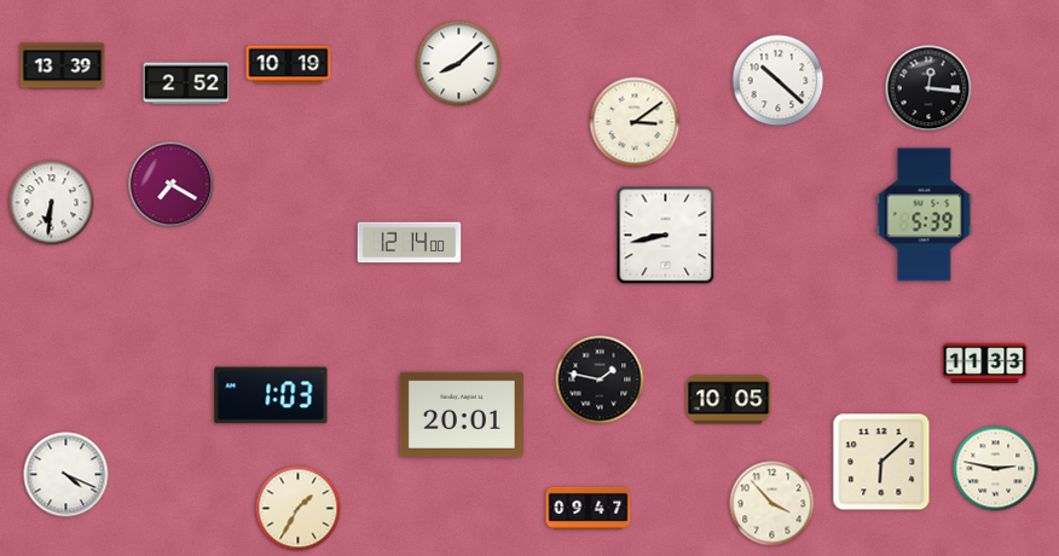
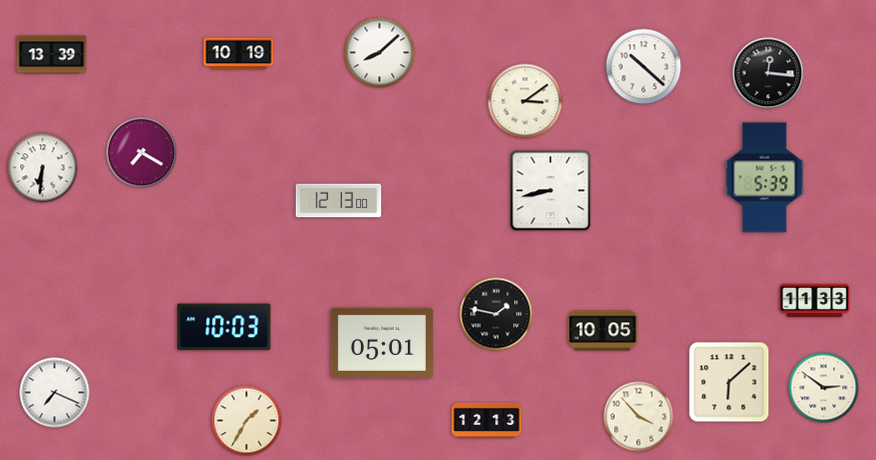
clock at (186, 83): 2:52 -> none
clock at (666, 236) position: (666, 236) -> (551, 191)
clock at (410, 243): 12:14 -> 12:13
clock at (271, 395): 1:03 -> 10:03
clock at (462, 415): 20:01 -> 05:01
clock at (996, 469): 2:47 -> 2:51
clock at (66, 475): 4:19 -> 7:19
clock at (589, 508): 09:47 -> 12:13
